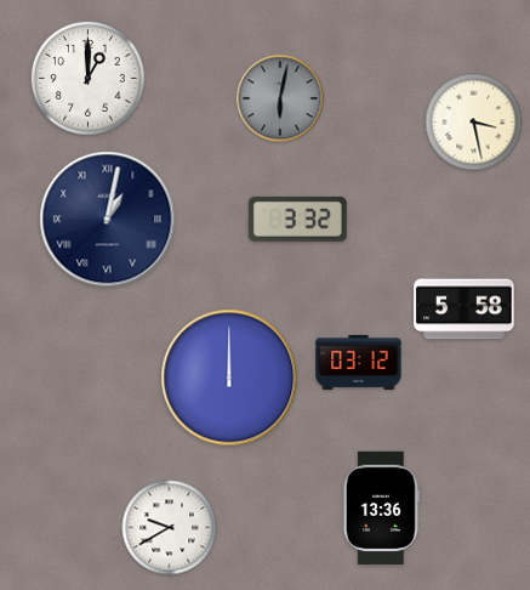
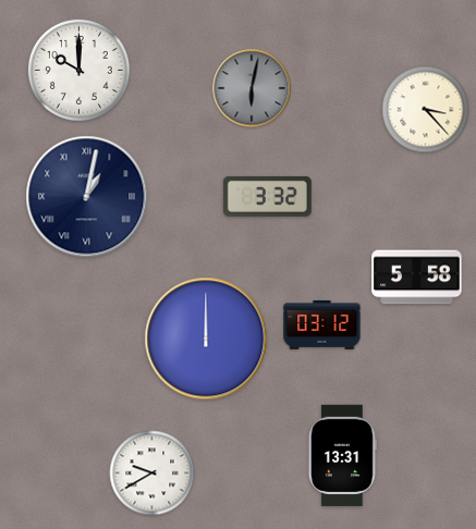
clock at (87, 78): 1:00 -> 10:00
clock at (474, 123): 3:28 -> 3:23
clock at (108, 220) position: (108, 220) -> (87, 197)
clock at (381, 507): 13:36 -> 13:31
